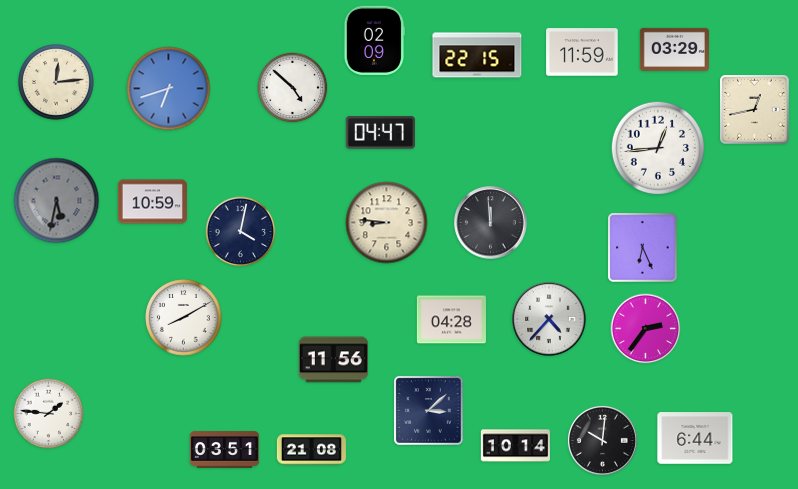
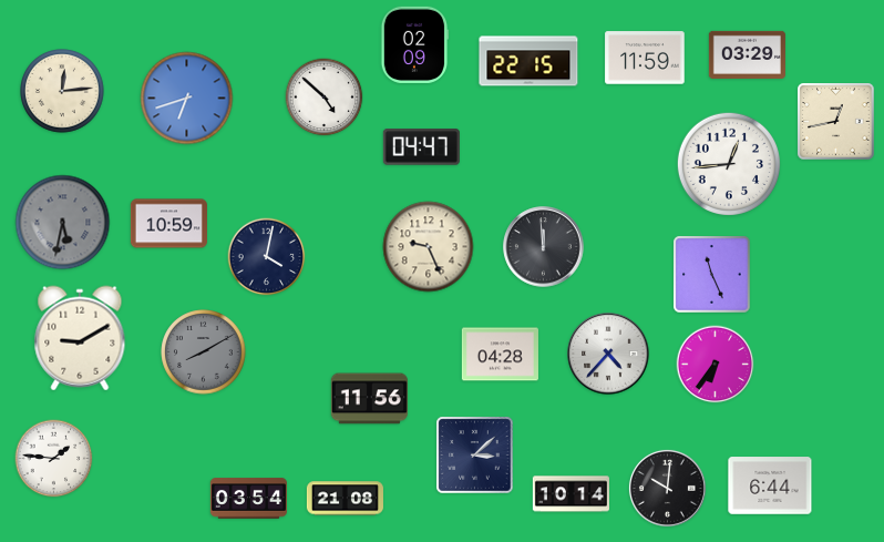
clock at (387, 223): 8:46 -> 9:26
clock at (643, 248): 6:26 -> 11:26
clock at (80, 338): none -> 9:10
clock at (184, 318) dial: white -> grey
clock at (646, 329): 2:36 -> 6:36
clock at (224, 450): 03:51 -> 03:54
